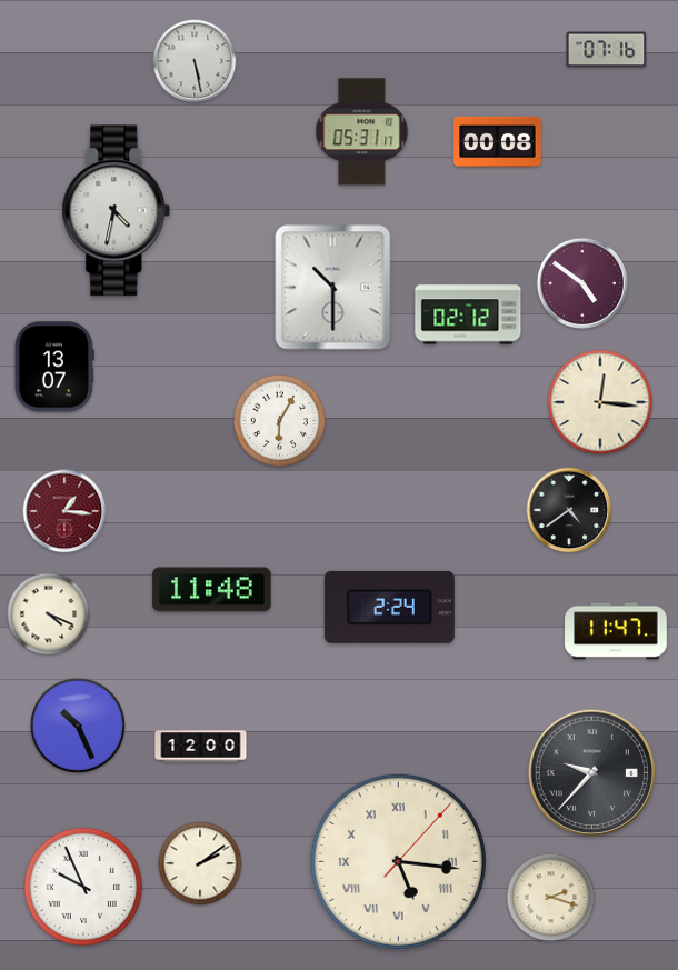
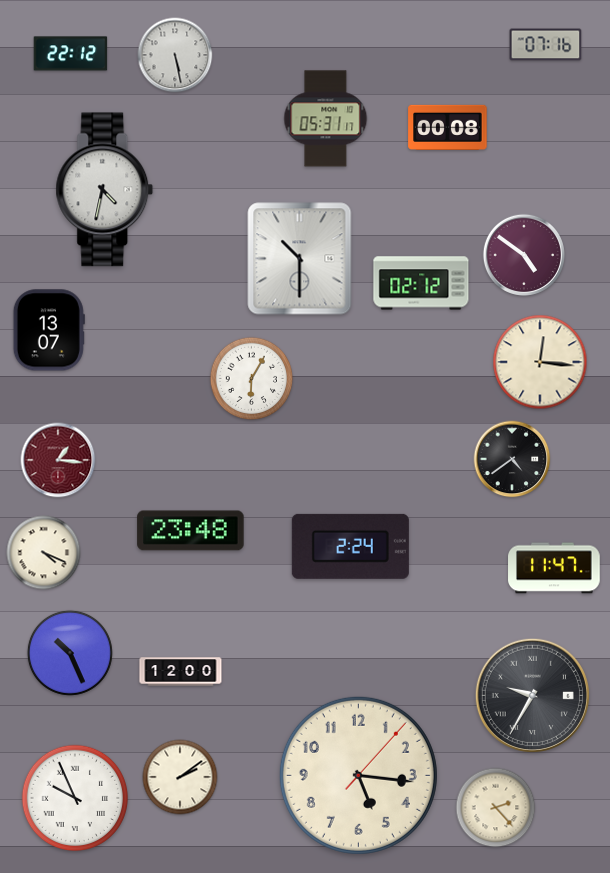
clock at (71, 54): none -> 22:12
clock at (212, 590): 11:48 -> 23:48
clock at (591, 772): 9:37 -> 9:35
clock at (398, 861) numerals: Roman -> Arabic
clock at (551, 898): 2:18 -> 2:23
